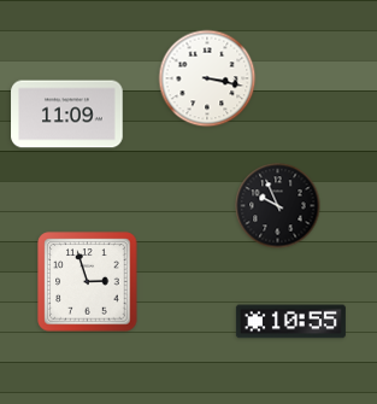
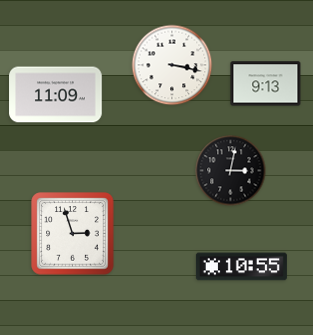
clock at (266, 84): none -> 9:13
clock at (278, 206): 9:56 -> 3:02
